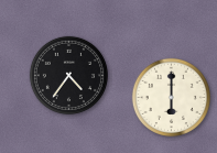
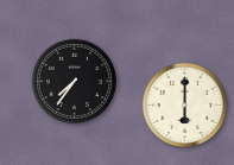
clock at (68, 75): 4:36 -> 7:36
